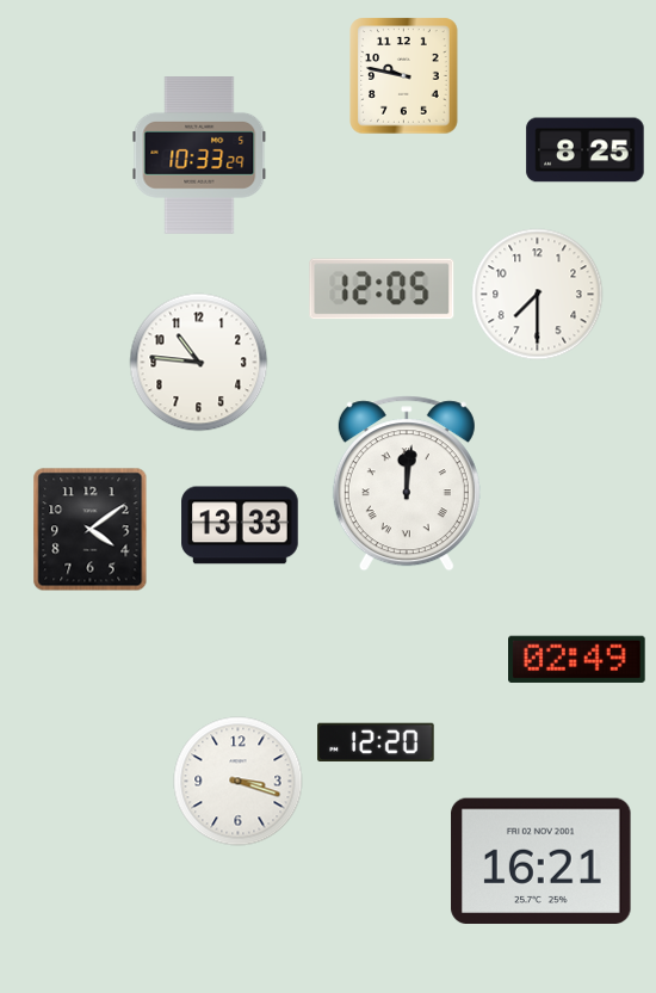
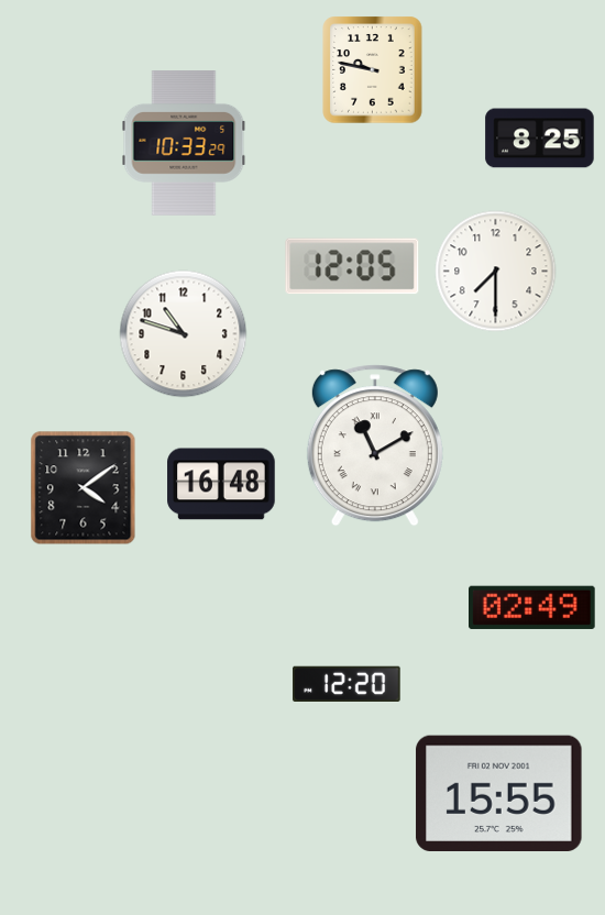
clock at (199, 363): 10:46 -> 10:48
clock at (407, 483): 12:01 -> 11:10
clock at (240, 525): 13:33 -> 16:48
clock at (239, 782): 3:18 -> none
clock at (541, 861): 16:21 -> 15:55
